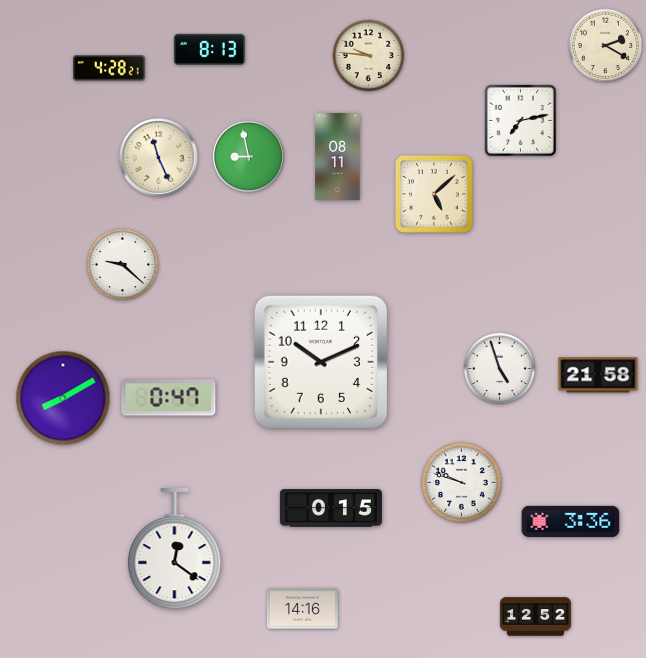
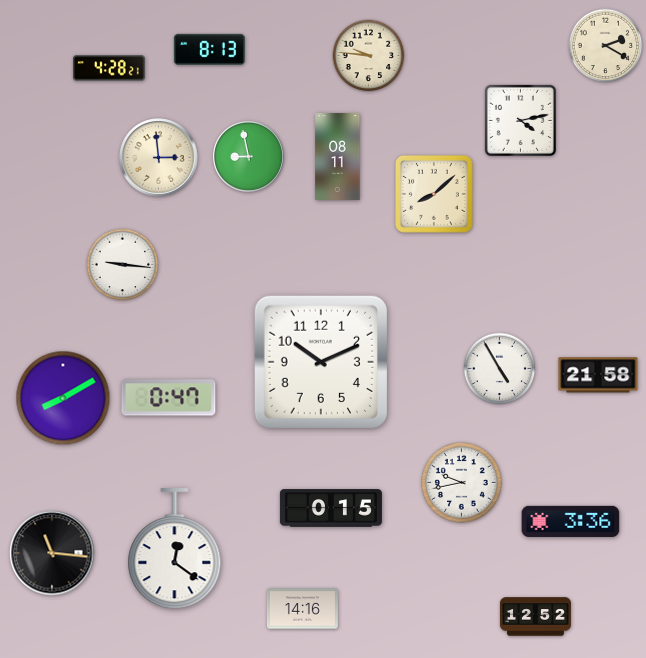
clock at (520, 120): 7:13 -> 4:13
clock at (159, 158): 11:26 -> 2:59
clock at (434, 194): 5:08 -> 8:08
clock at (123, 265): 9:22 -> 9:16
clock at (500, 369): 4:57 -> 4:55
clock at (462, 483): 9:48 -> 9:43
clock at (52, 553): none -> 11:16
